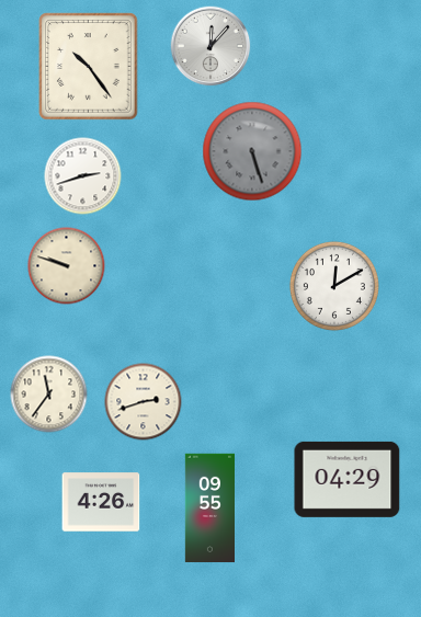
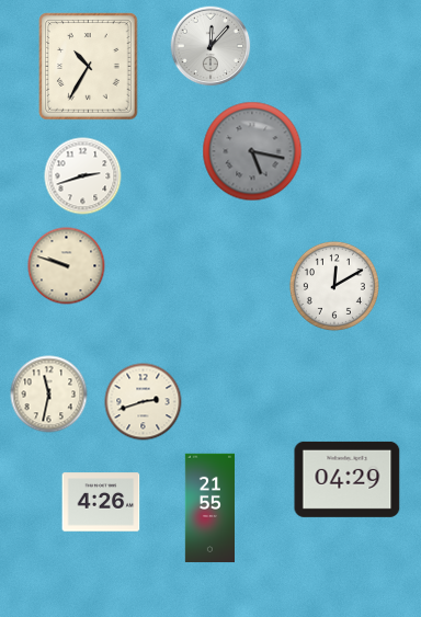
clock at (89, 67): 10:24 -> 10:35
clock at (252, 151): 5:27 -> 5:17
clock at (49, 395): 11:36 -> 11:32
clock at (209, 509): 09:55 -> 21:55
